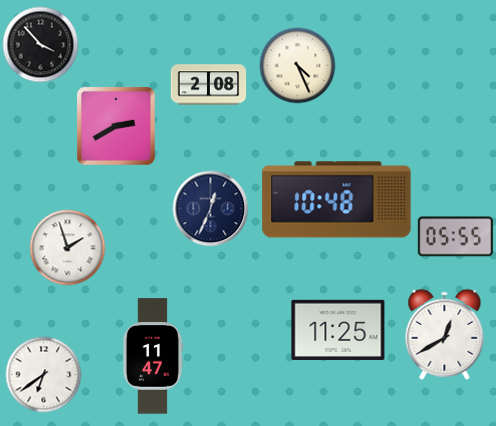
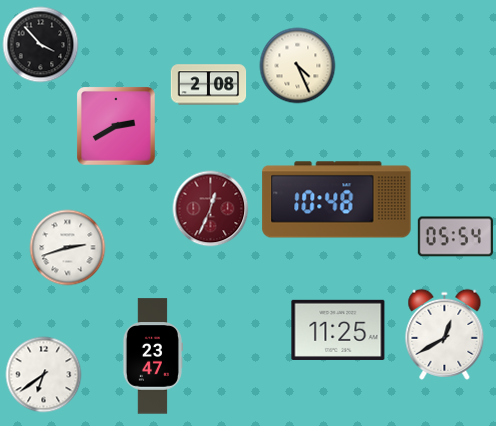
clock at (211, 209) dial: navy -> burgundy
clock at (455, 237): 05:55 -> 05:54
clock at (68, 248): 1:57 -> 2:42
clock at (152, 356): 11:47 -> 23:47
